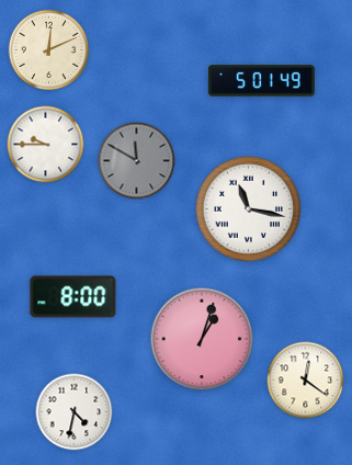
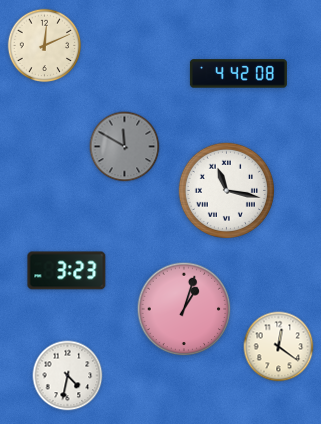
clock at (261, 81): 5:01 -> 4:42
clock at (46, 145): 9:45 -> none
clock at (73, 297): 8:00 -> 3:23
